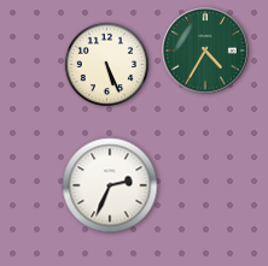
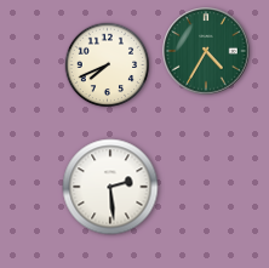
clock at (107, 65): 5:26 -> 7:41
clock at (110, 185): 2:34 -> 2:29
